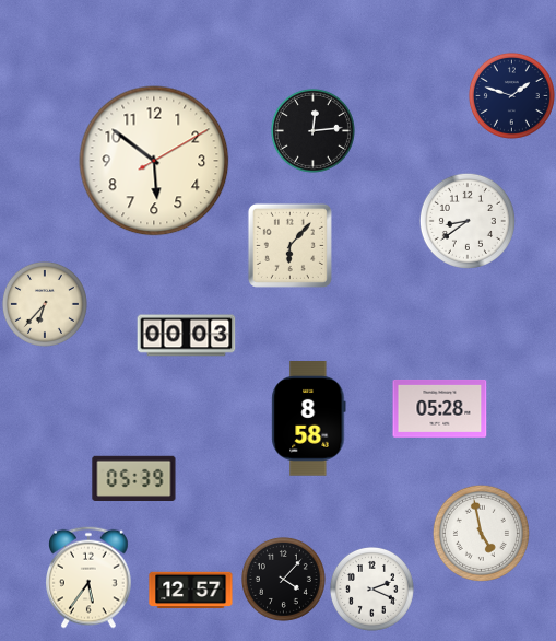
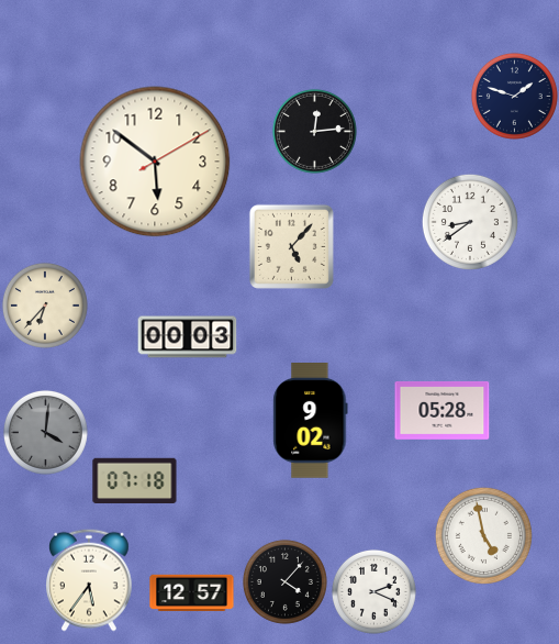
clock at (289, 245): 6:07 -> 5:07
clock at (309, 419): 8:58 -> 9:02
clock at (45, 432): none -> 4:01
clock at (134, 479): 05:39 -> 07:18
